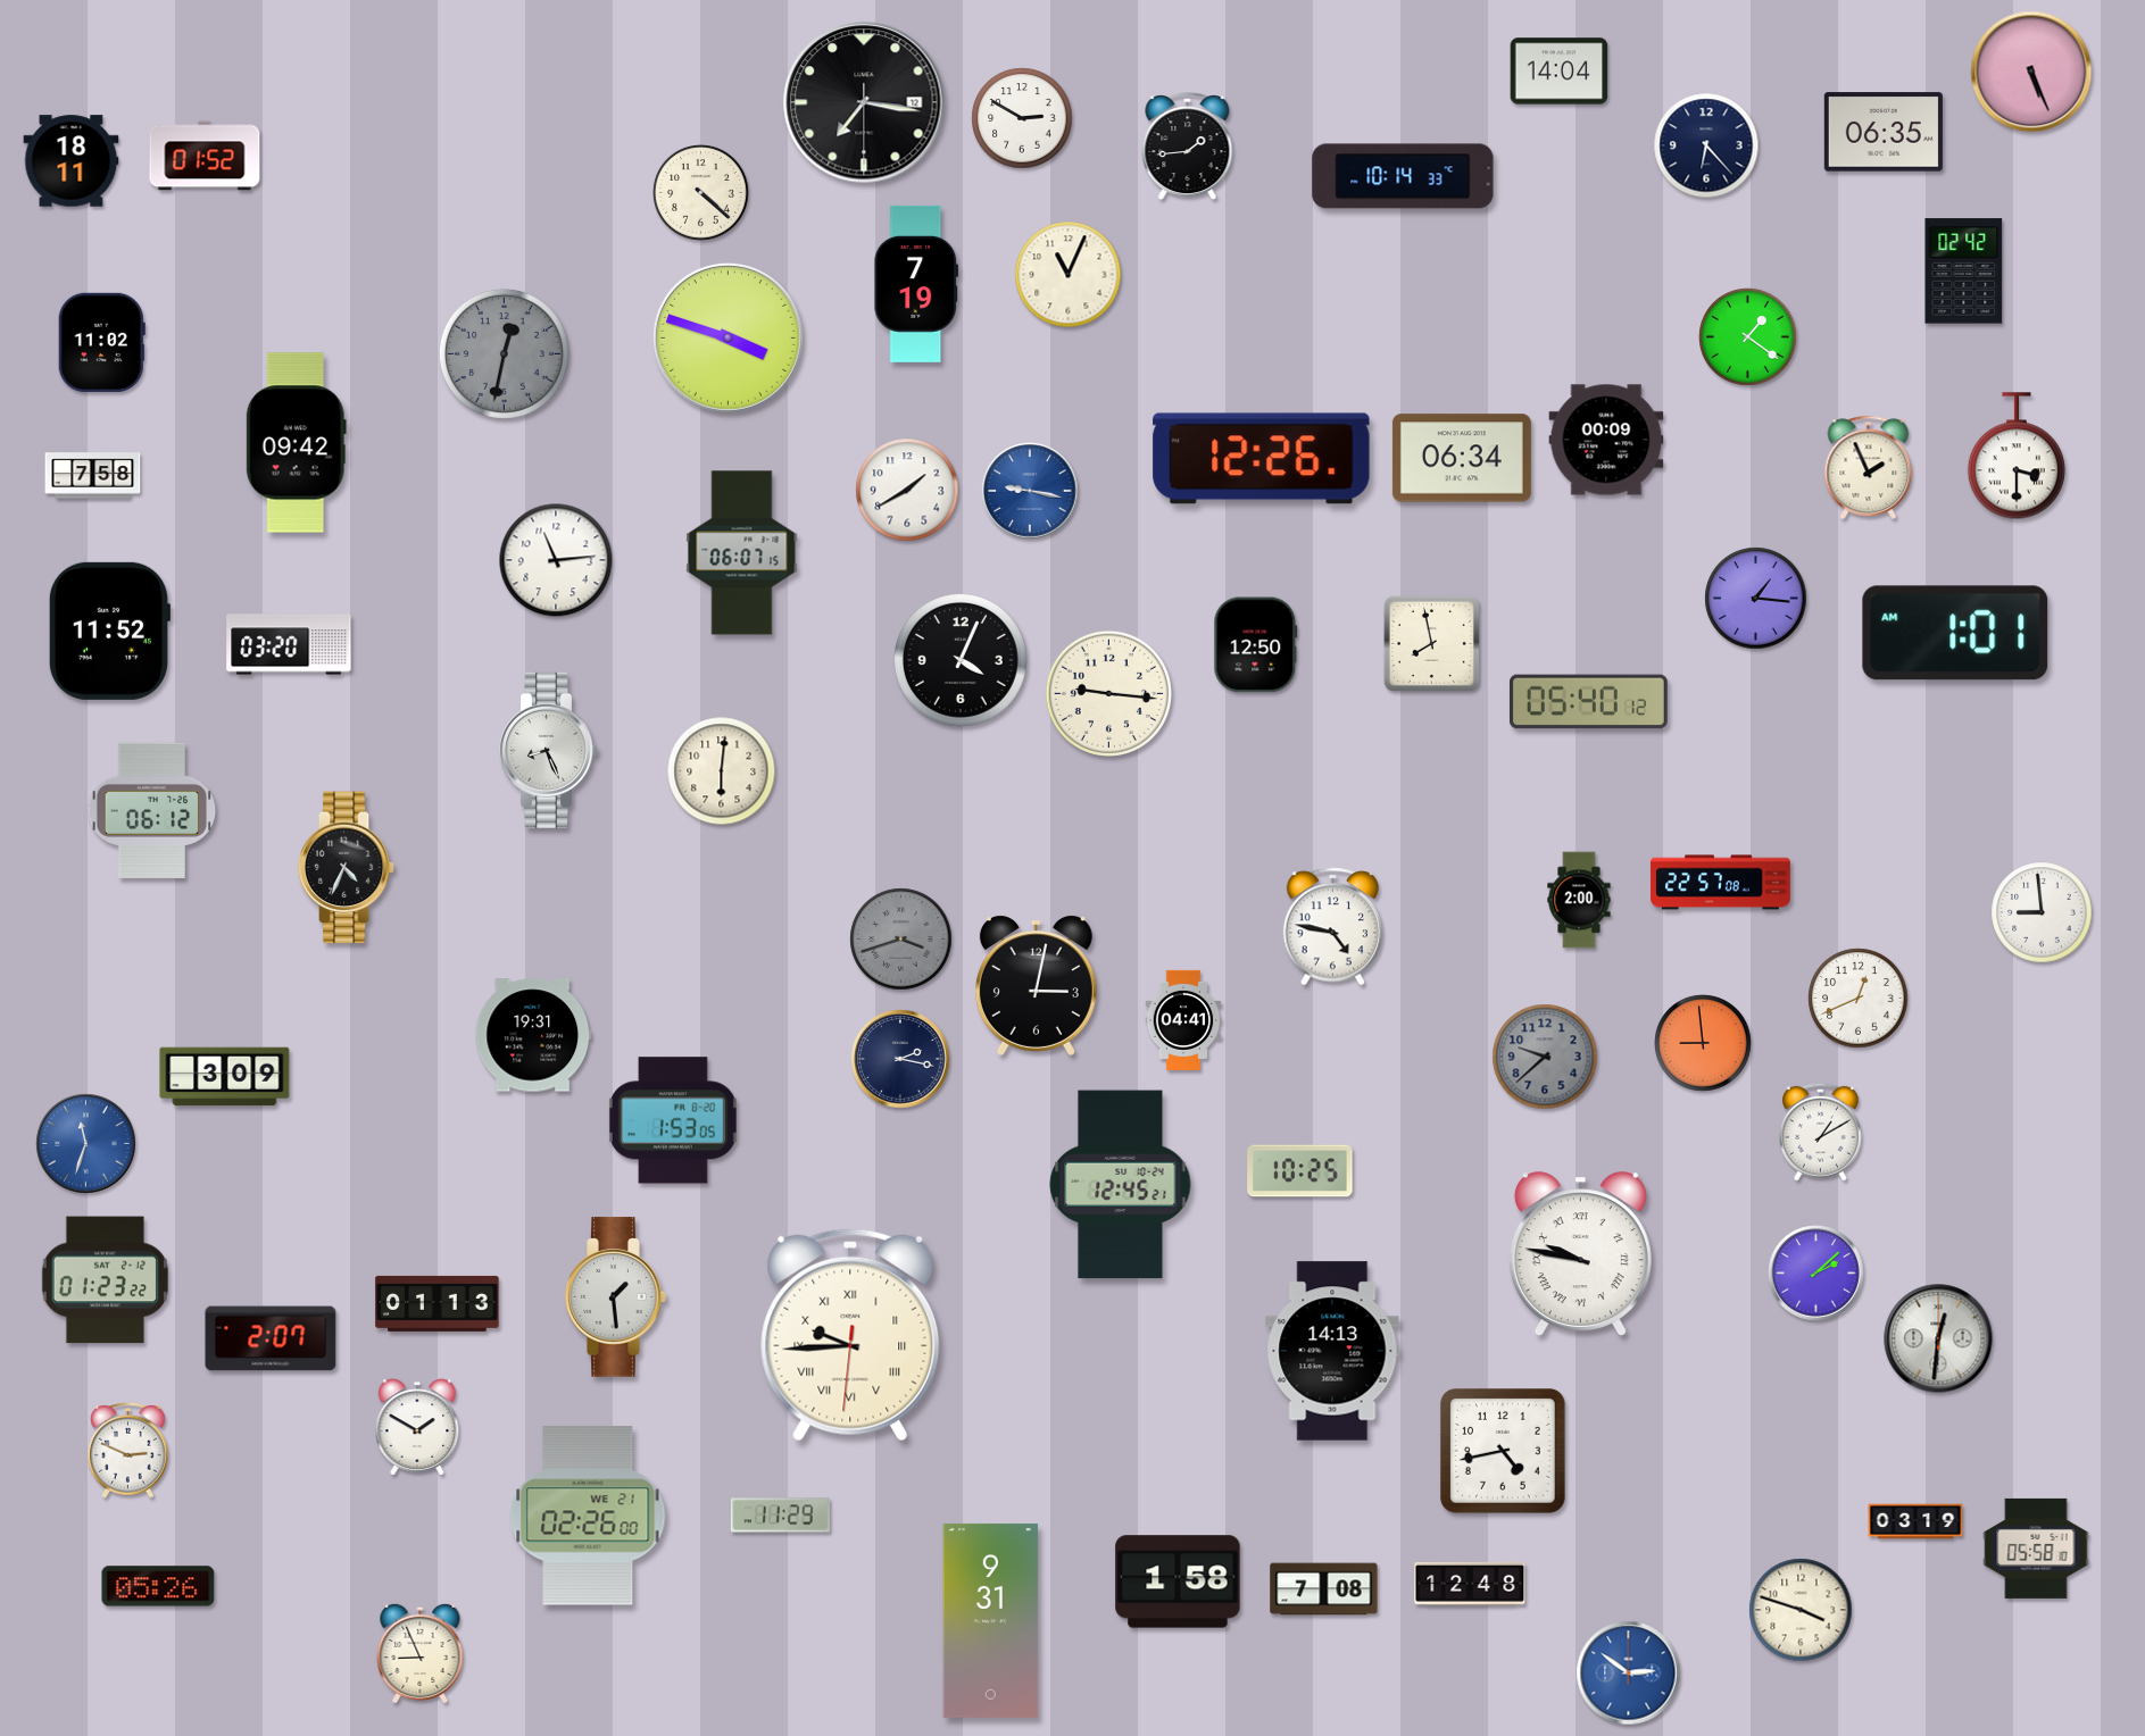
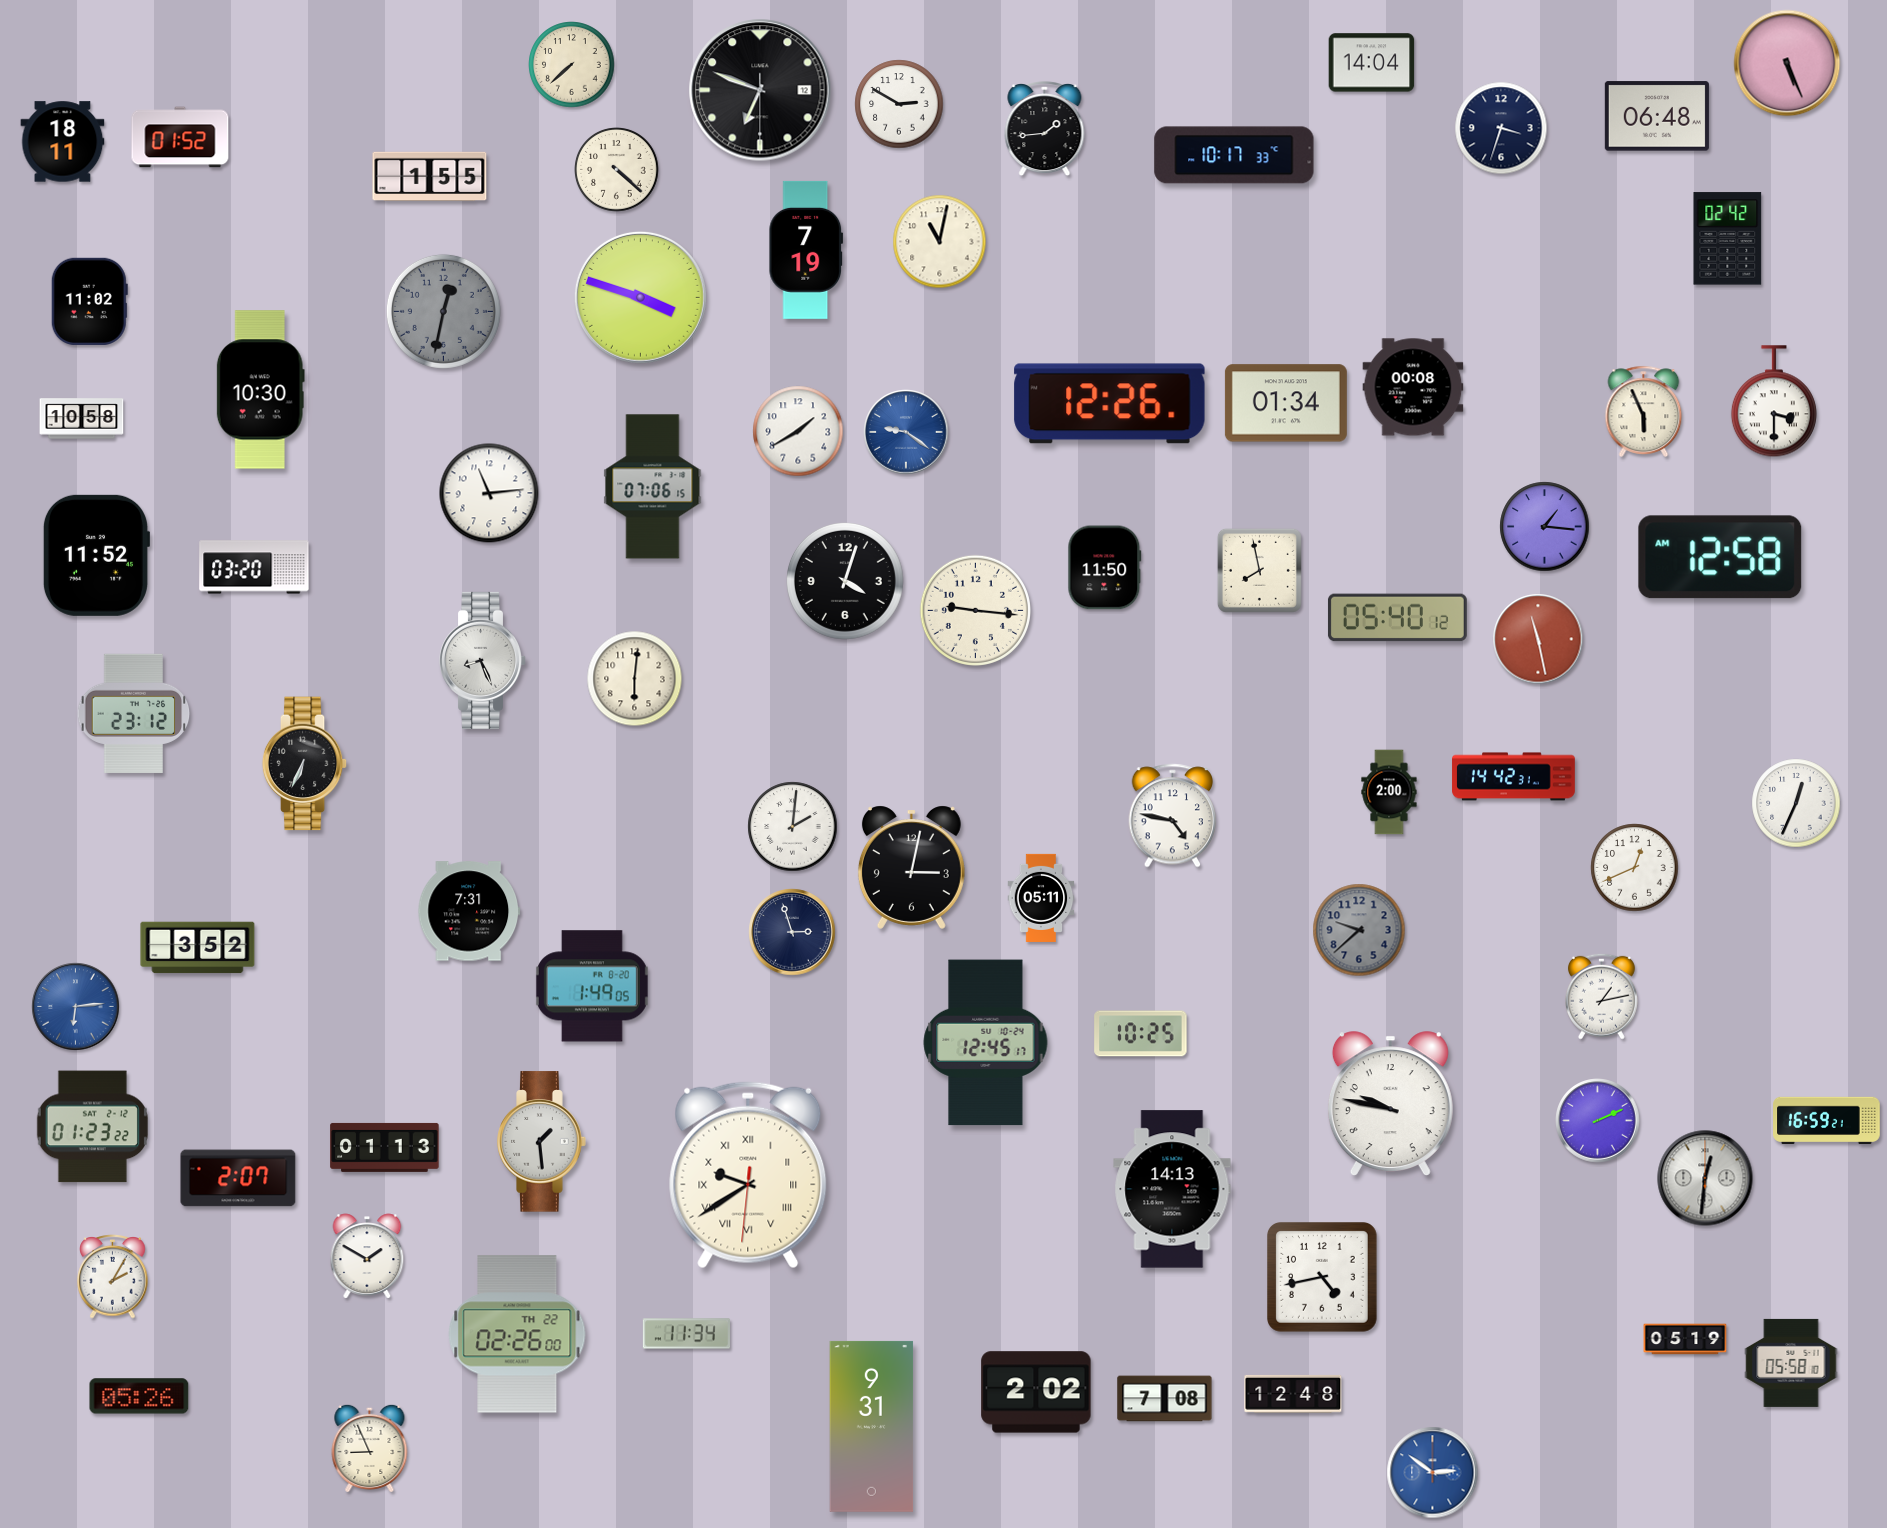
clock at (572, 65): none -> 7:38
clock at (864, 102): 7:16 -> 6:48
clock at (1884, 132): 06:35 -> 06:48
clock at (1706, 145): 6:23 -> 3:33
clock at (1403, 176): 10:14 -> 10:17
clock at (430, 176): none -> 1:55
clock at (1069, 275): 11:04 -> 11:02
clock at (1748, 337): 1:21 -> none
clock at (1606, 440): 00:09 -> 00:08
clock at (296, 443): 09:42 -> 10:30
clock at (1462, 458): 06:34 -> 01:34
clock at (1869, 467): 1:56 -> 5:56
clock at (93, 476): 7:58 -> 10:58
clock at (1030, 491): 9:17 -> 9:21
clock at (742, 553): 06:07 -> 07:06
clock at (1955, 633): 1:01 -> 12:58
clock at (1431, 643) position: (1431, 643) -> (1259, 570)
clock at (1256, 645): 12:50 -> 11:50
clock at (961, 660): 4:04 -> 4:03
clock at (1538, 639): none -> 11:28
clock at (152, 810): 06:12 -> 23:12
clock at (347, 868): 4:34 -> 6:34
clock at (1721, 883): 22:57 -> 14:42
clock at (2042, 912): 8:59 -> 12:34
clock at (901, 940): 3:42 -> 2:01
clock at (901, 940) dial: grey -> white
clock at (1859, 999) position: (1859, 999) -> (1635, 868)
clock at (1183, 1020): 04:41 -> 05:11
clock at (533, 1035): 19:31 -> 7:31
clock at (1704, 1044): 8:59 -> none
clock at (900, 1059): 2:17 -> 2:57
clock at (225, 1077): 3:09 -> 3:52
clock at (673, 1120): 1:53 -> 1:49
clock at (1820, 1132): 1:10 -> 1:13
clock at (86, 1144): 11:33 -> 6:14
clock at (1300, 1171) position: (1300, 1171) -> (1141, 1034)
clock at (1121, 1185): 12:45:21 -> 12:45:17
clock at (1580, 1253) numerals: Roman -> Arabic
clock at (1816, 1274): 2:08 -> 2:11
clock at (1827, 1121): none -> 16:59
clock at (850, 1335): 9:44 -> 9:39
clock at (128, 1451): 2:49 -> 2:05
clock at (588, 1516) date: WE 21 -> TH 22
clock at (780, 1516): 11:29 -> 11:34
clock at (1915, 1521): 03:19 -> 05:19
clock at (1178, 1581): 1:58 -> 2:02
clock at (1801, 1610): 3:48 -> none
clock at (421, 1652) position: (421, 1652) -> (370, 1447)
